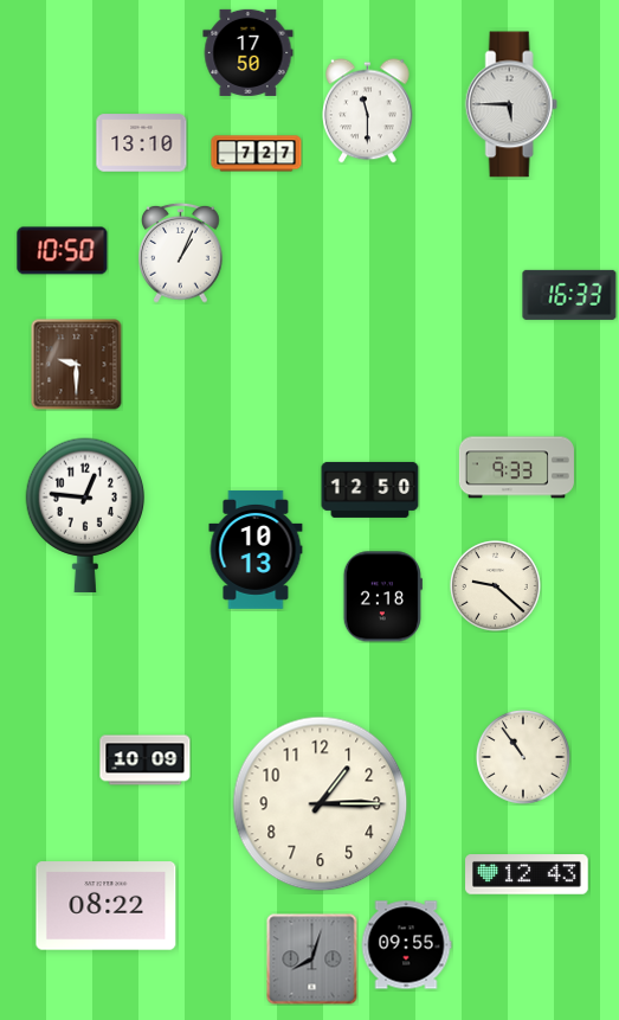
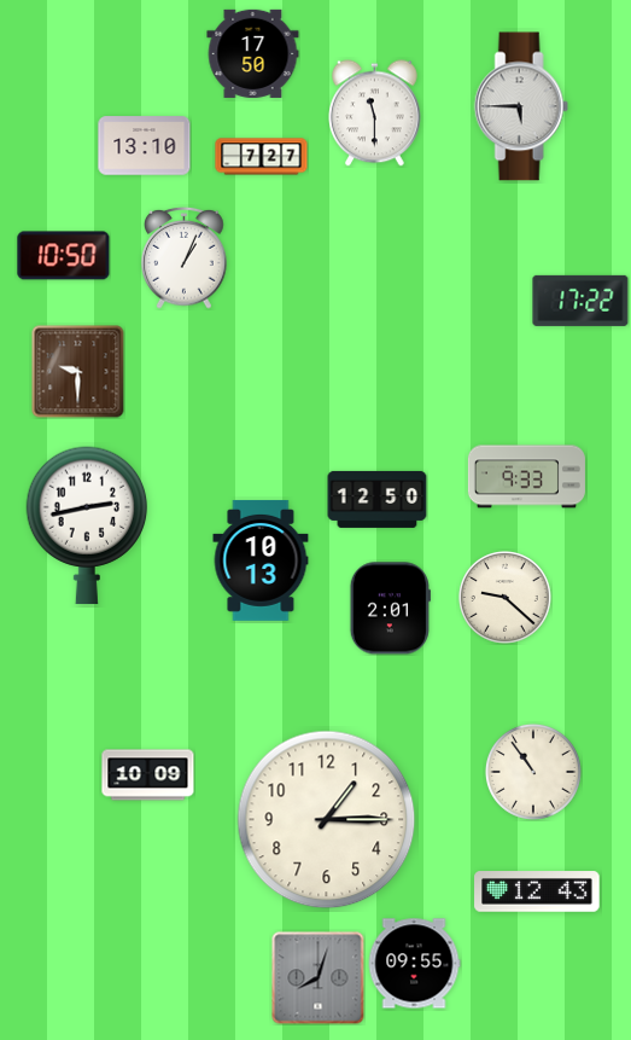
clock at (569, 295): 16:33 -> 17:22
clock at (85, 515): 12:46 -> 2:43
clock at (382, 597): 2:18 -> 2:01
clock at (107, 906): 08:22 -> none
